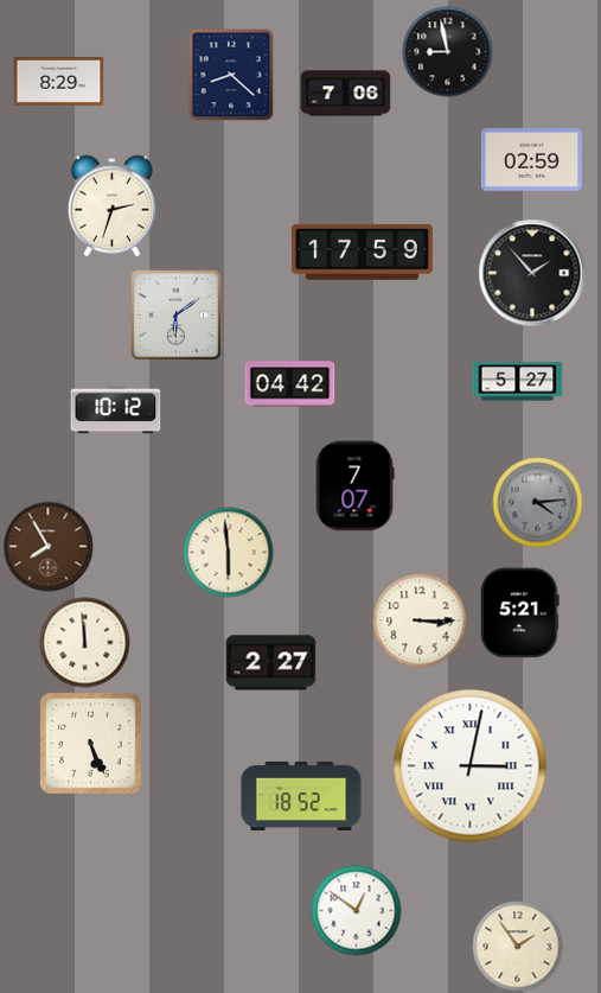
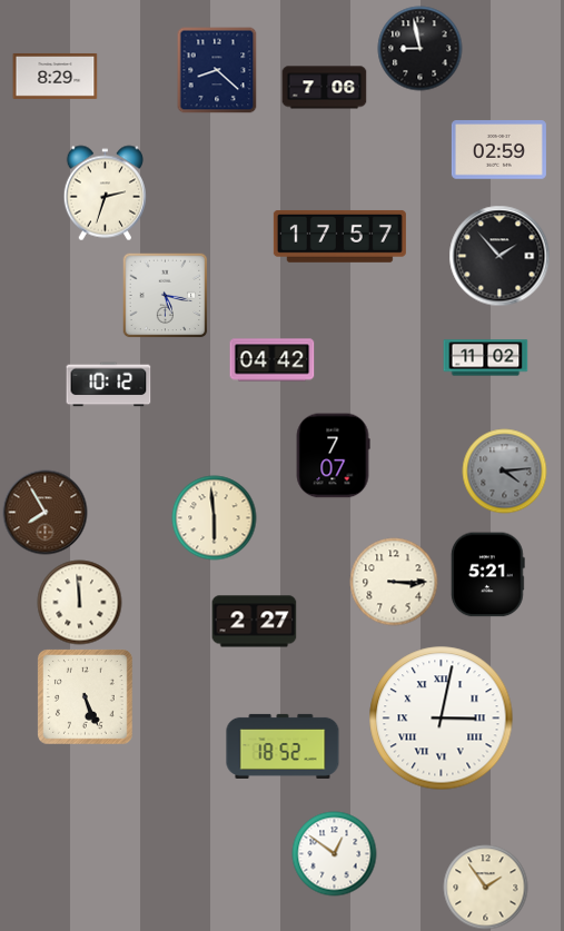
clock at (362, 252): 17:59 -> 17:57
clock at (175, 314): 6:09 -> 5:17
clock at (518, 382): 5:27 -> 11:02
